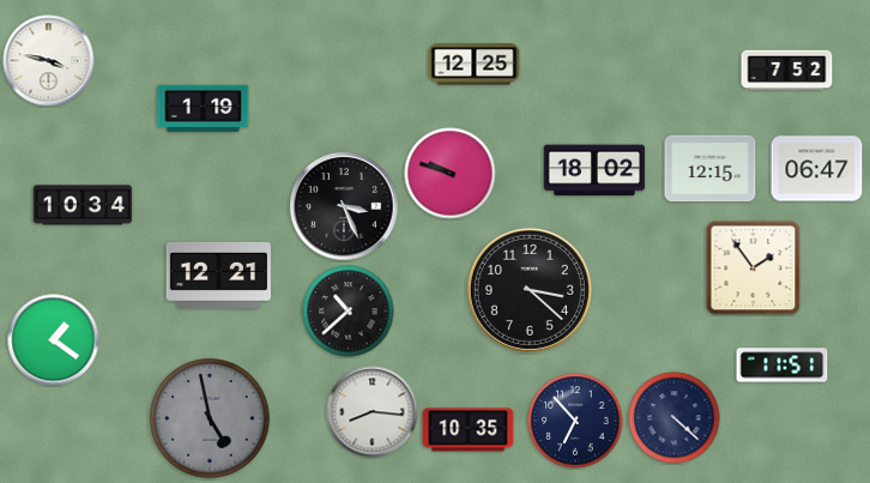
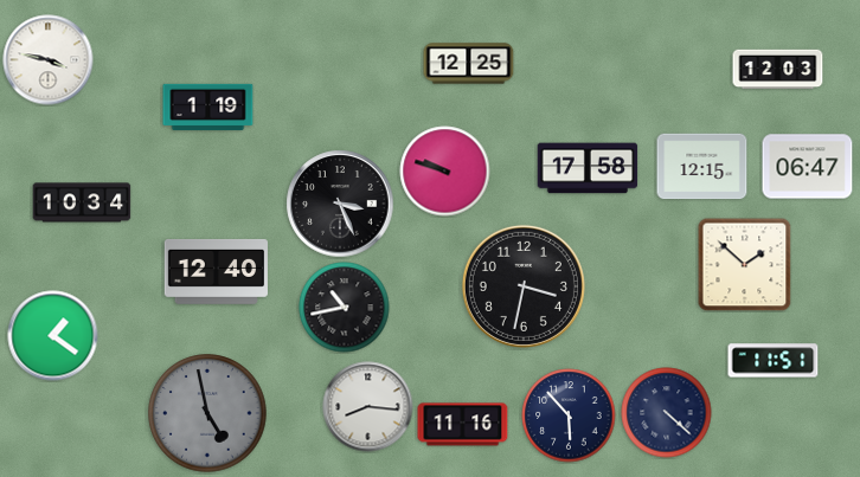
clock at (787, 71): 7:52 -> 12:03
clock at (204, 109) position: (204, 109) -> (208, 108)
clock at (594, 170): 18:02 -> 17:58
clock at (754, 268): 1:54 -> 1:52
clock at (218, 274): 12:21 -> 12:40
clock at (530, 290): 3:22 -> 3:32
clock at (349, 312): 10:38 -> 10:43
clock at (575, 421): 6:53 -> 5:53
clock at (469, 430): 10:35 -> 11:16
